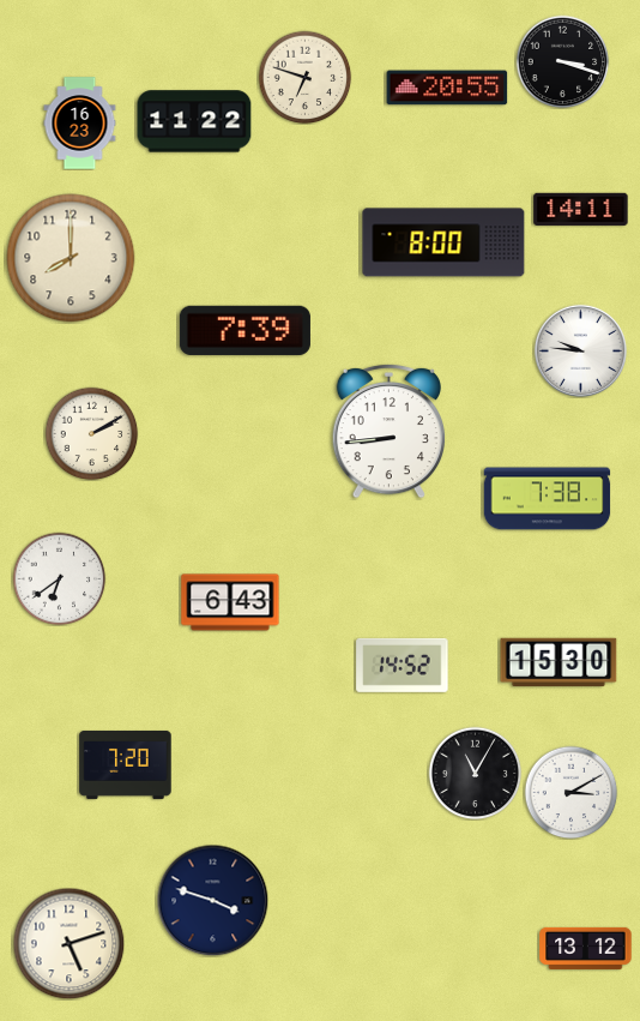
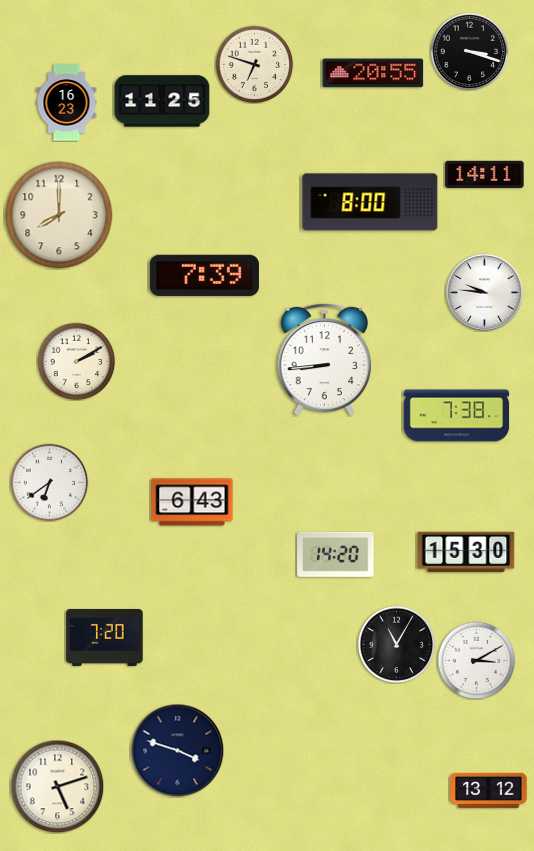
clock at (194, 121): 11:22 -> 11:25
clock at (403, 665): 14:52 -> 14:20
